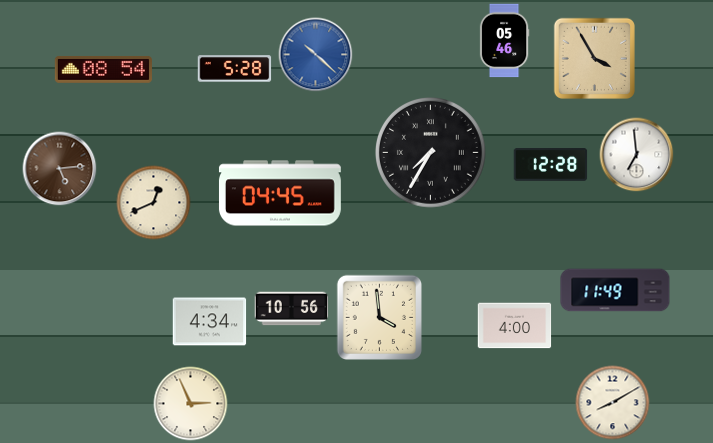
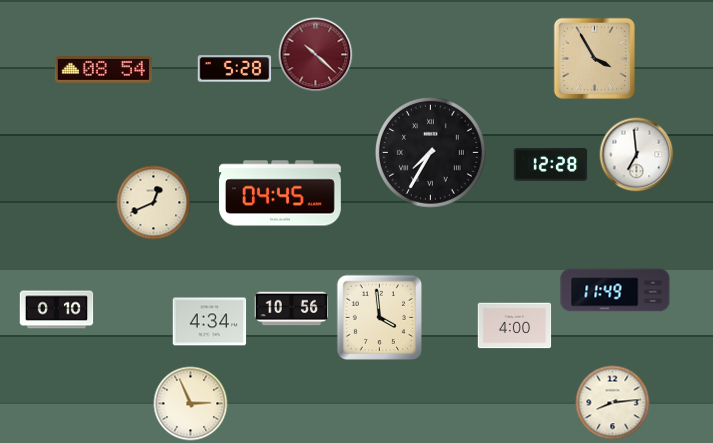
clock at (504, 41): 05:46 -> none
clock at (316, 55) dial: blue -> burgundy
clock at (60, 169): 5:14 -> none
clock at (57, 310): none -> 0:10
clock at (613, 403): 8:10 -> 8:14
